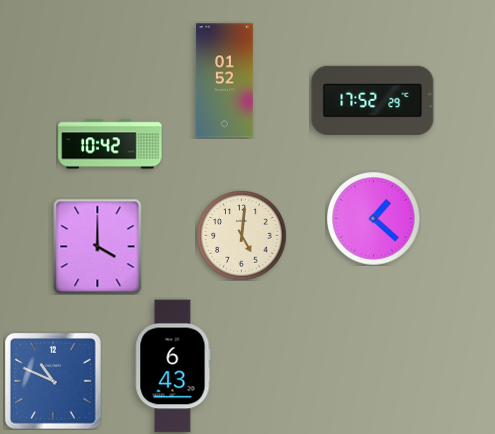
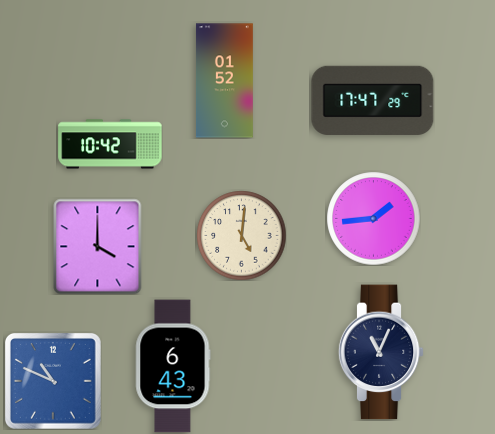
clock at (373, 100): 17:52 -> 17:47
clock at (373, 218): 1:22 -> 1:44
clock at (381, 352): none -> 11:04
